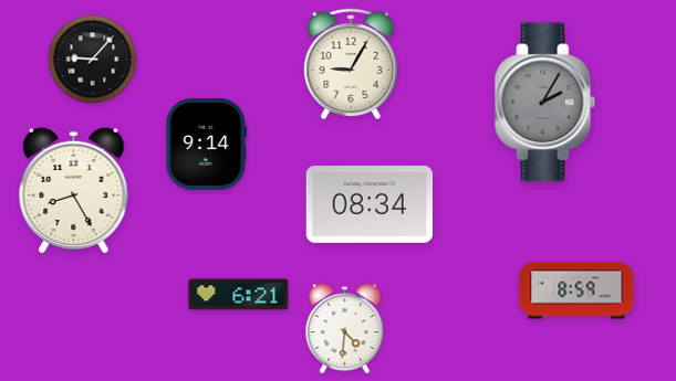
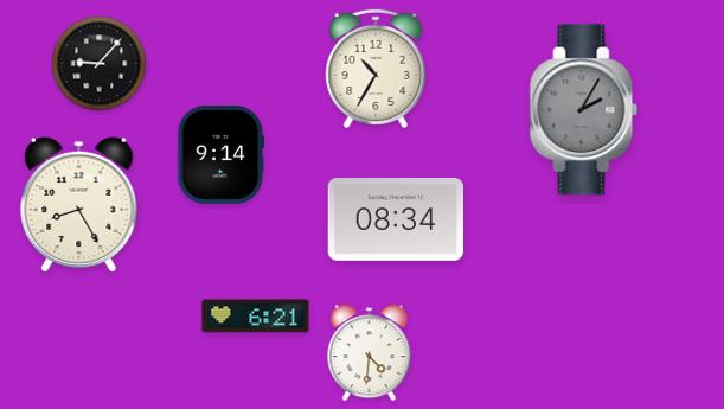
clock at (351, 64): 9:05 -> 10:35
clock at (576, 290): 8:59 -> none
